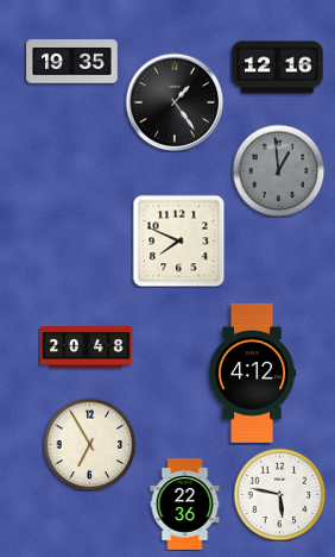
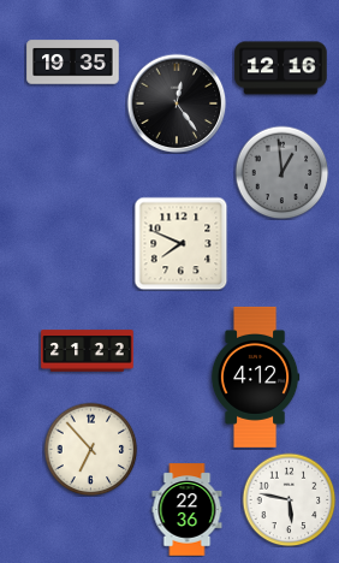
clock at (175, 102): 1:24 -> 12:24
clock at (87, 348): 20:48 -> 21:22
clock at (89, 444): 6:55 -> 6:53
clock at (279, 494) position: (279, 494) -> (289, 499)
